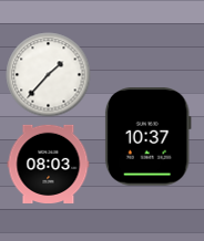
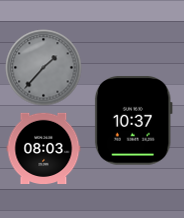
clock at (49, 75) dial: white -> grey
clock at (147, 137) position: (147, 137) -> (133, 121)
